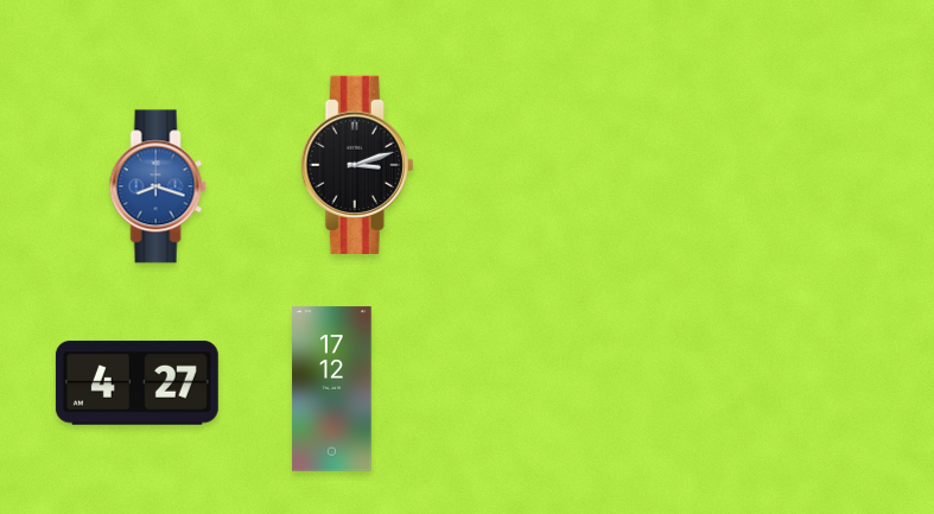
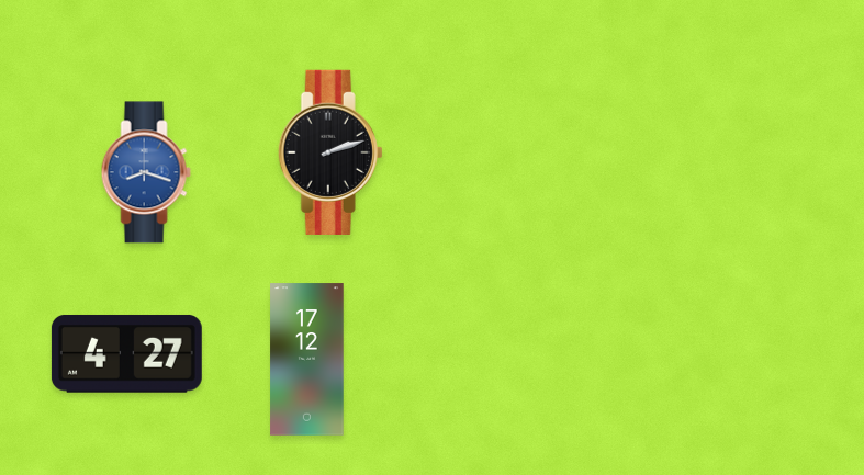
clock at (357, 165): 3:12 -> 2:12
